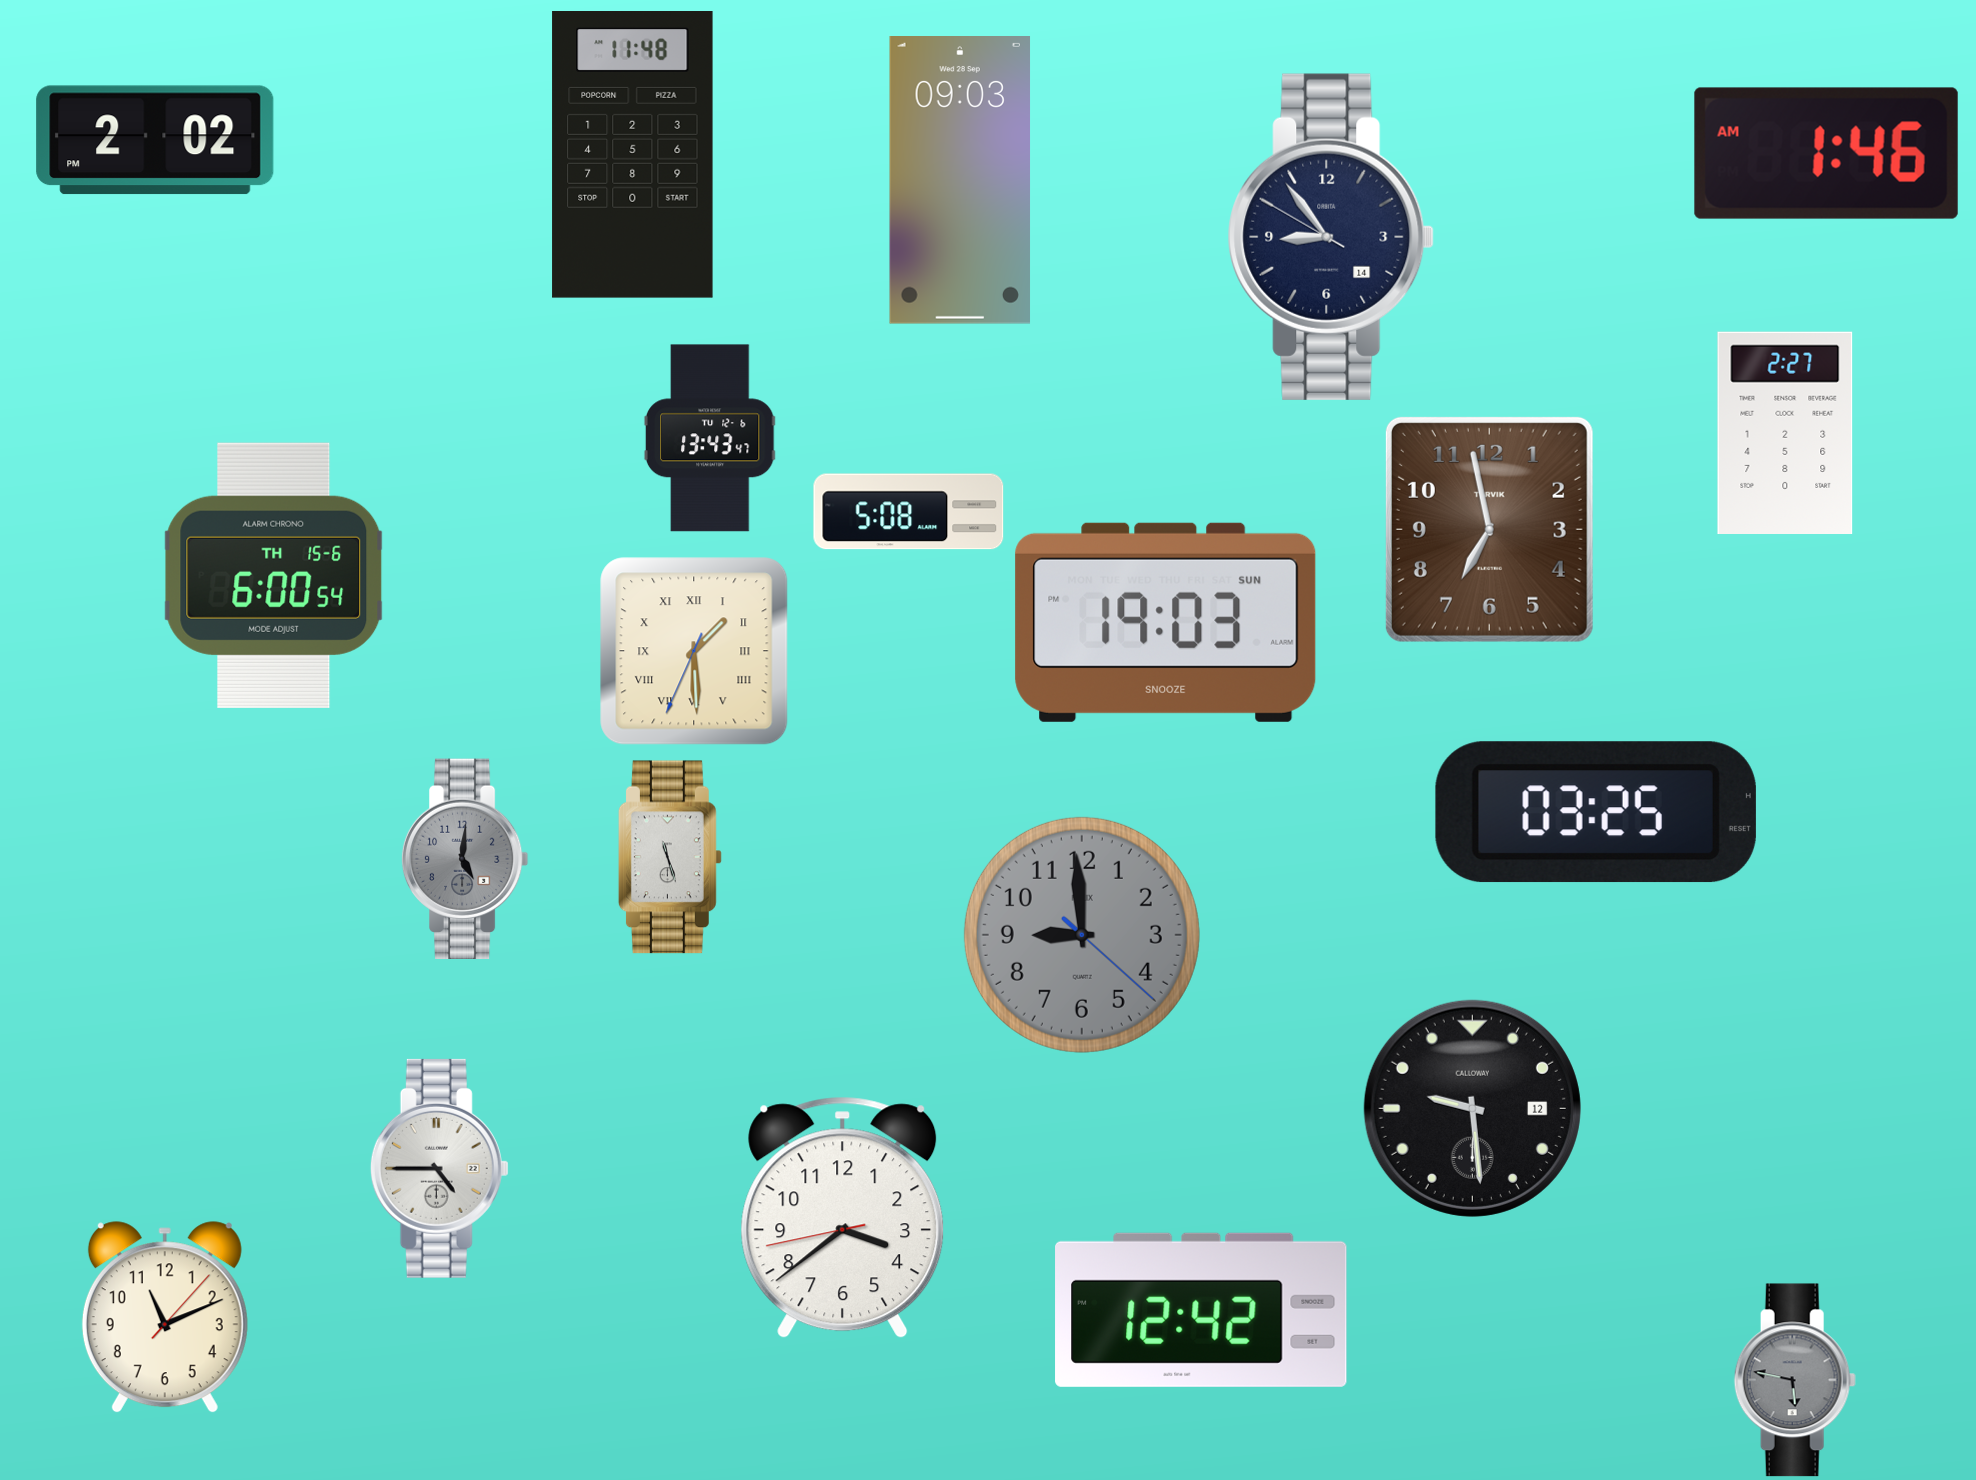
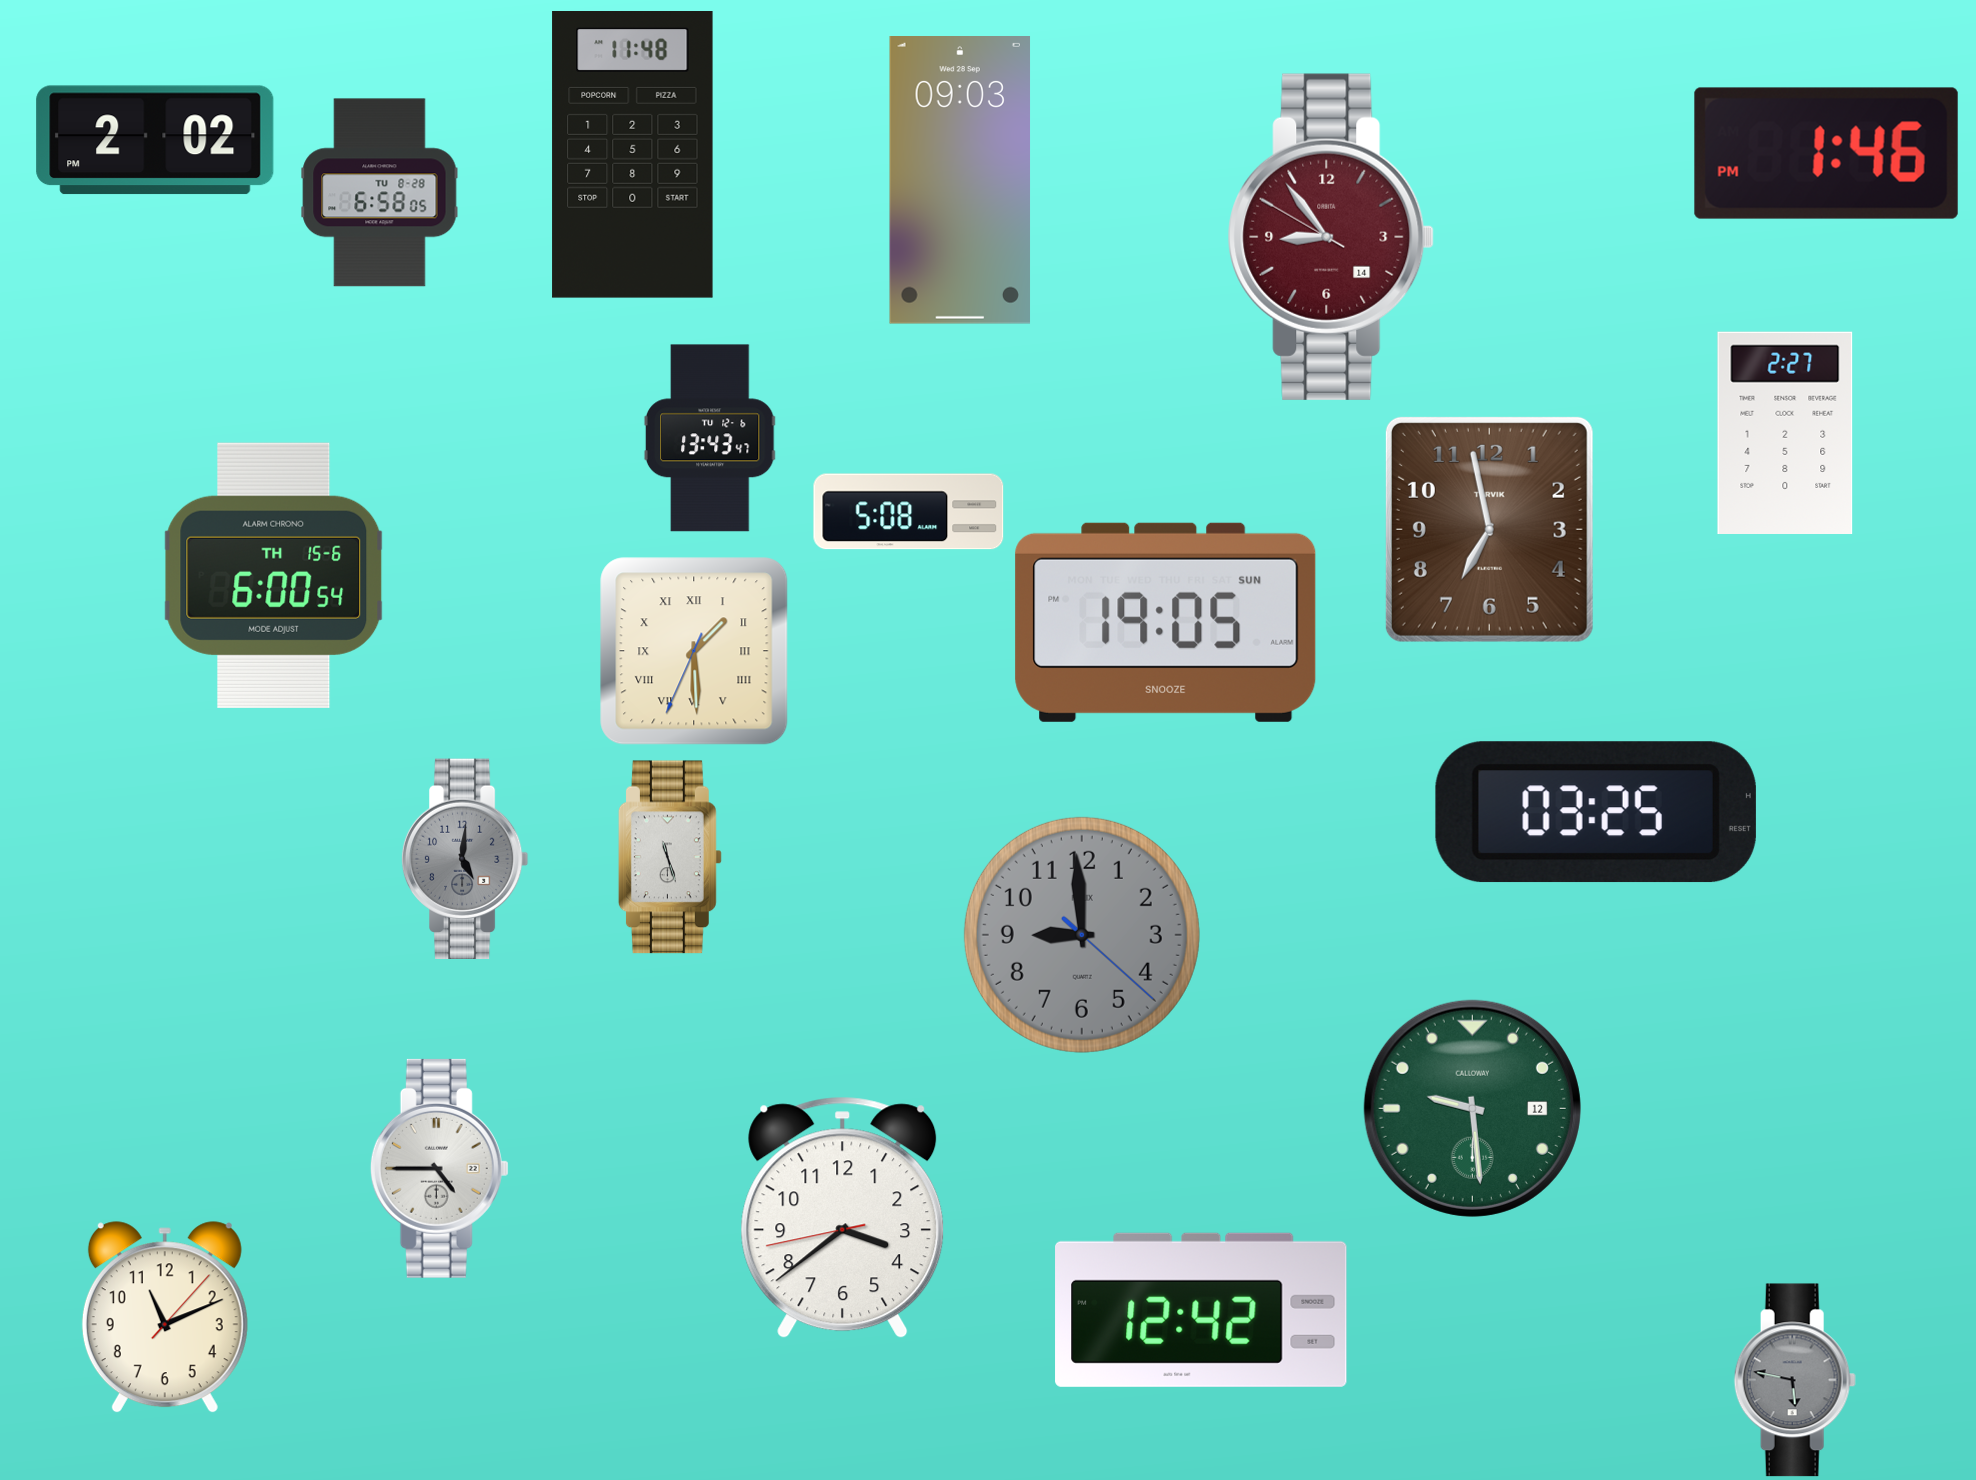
clock at (1826, 153): 1:46 AM -> 1:46 PM
clock at (380, 193): none -> 6:58
clock at (1331, 237) dial: navy -> burgundy
clock at (1166, 622): 19:03 -> 19:05
clock at (1472, 1108) dial: black -> green
